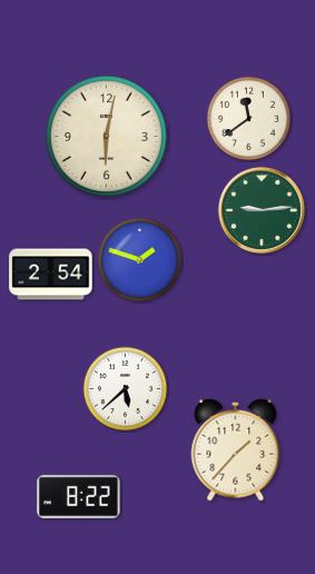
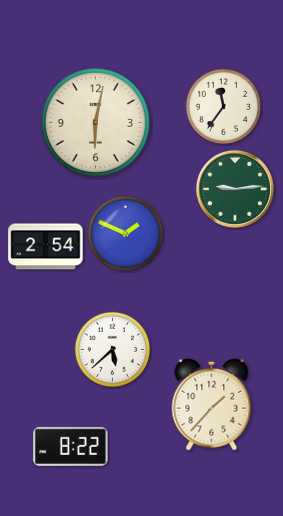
clock at (249, 119): 11:39 -> 11:36
clock at (140, 260): 1:48 -> 1:49
